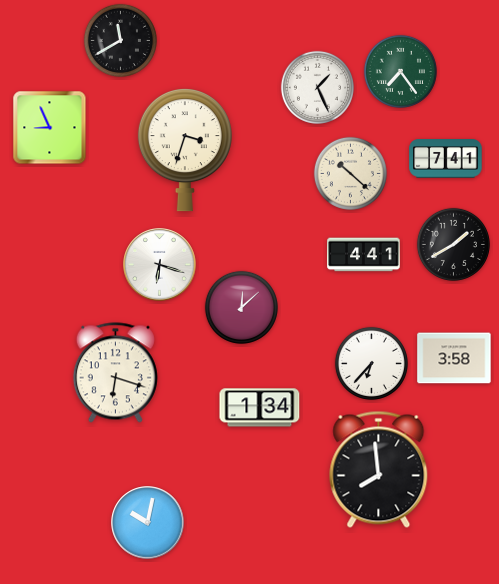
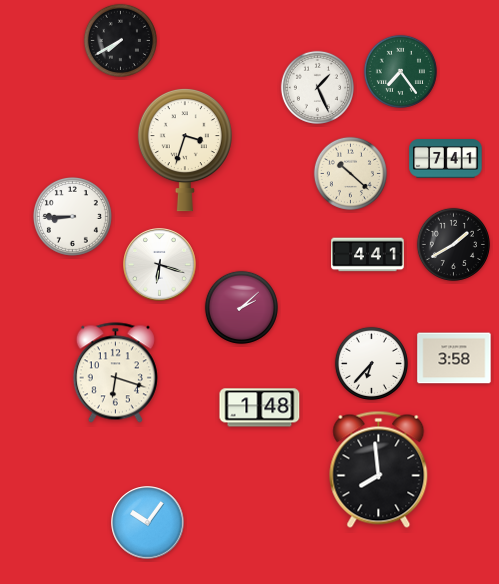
clock at (120, 40): 11:40 -> 7:40
clock at (50, 128): 8:56 -> none
clock at (72, 216): none -> 8:45
clock at (364, 255) position: (364, 255) -> (368, 255)
clock at (241, 307): 12:08 -> 2:08
clock at (260, 408): 1:34 -> 1:48
clock at (148, 523): 10:02 -> 10:06
